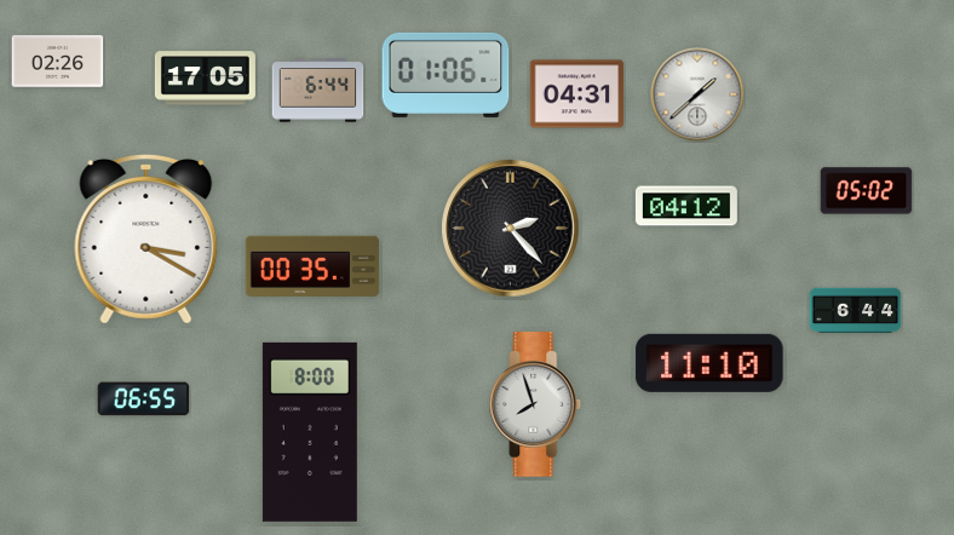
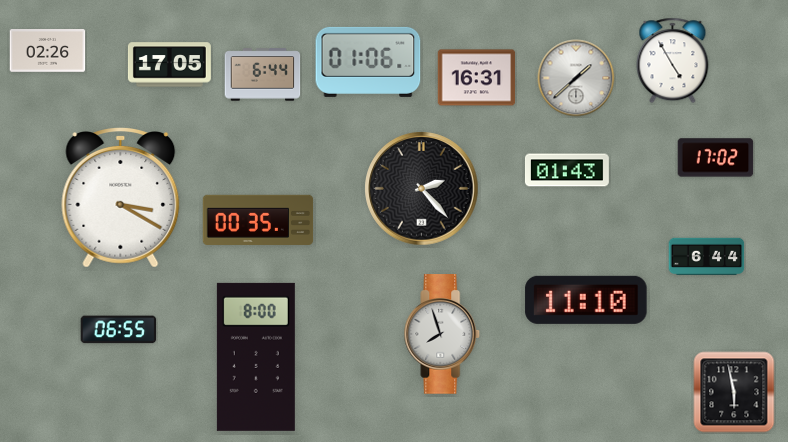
clock at (673, 61): none -> 4:55
clock at (577, 94): 04:31 -> 16:31
clock at (867, 191): 05:02 -> 17:02
clock at (686, 206): 04:12 -> 01:43
clock at (734, 392): none -> 5:58
